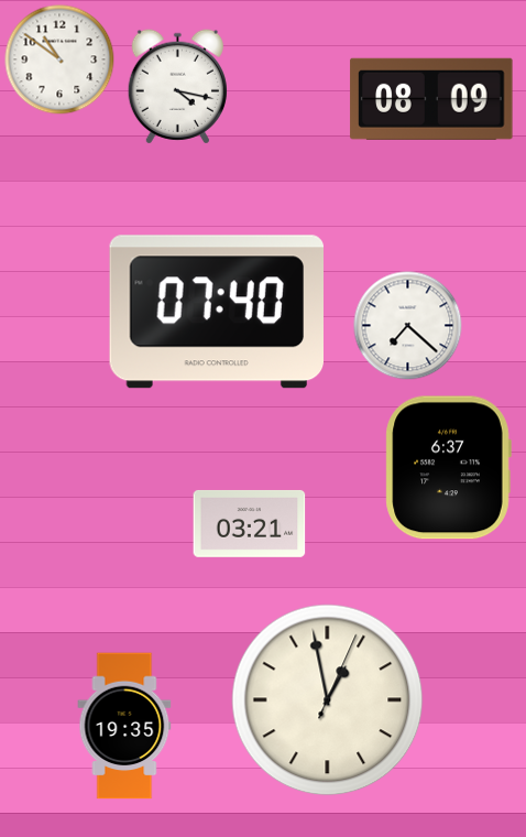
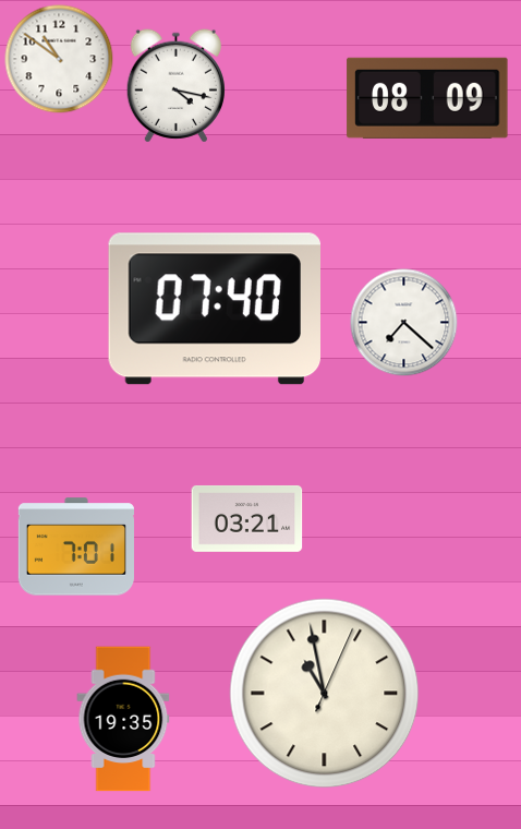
clock at (448, 468): 6:37 -> none
clock at (76, 546): none -> 7:01
clock at (328, 700): 12:58 -> 10:58
